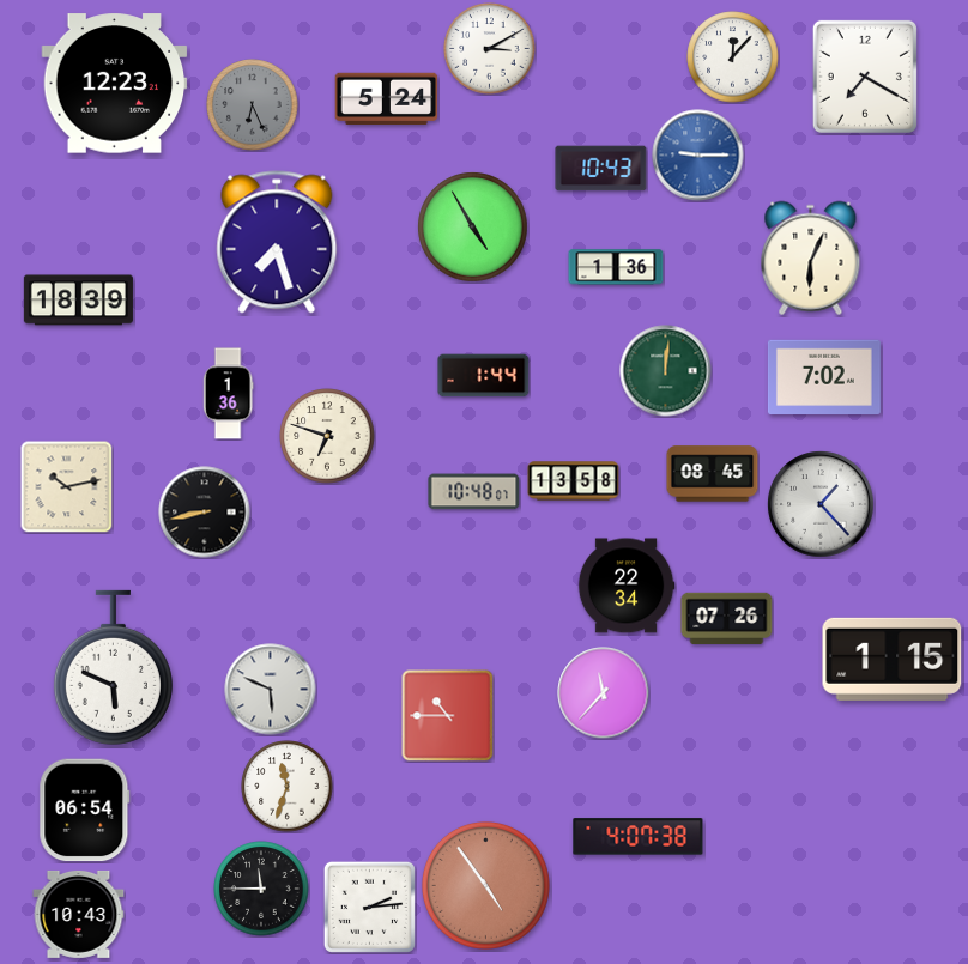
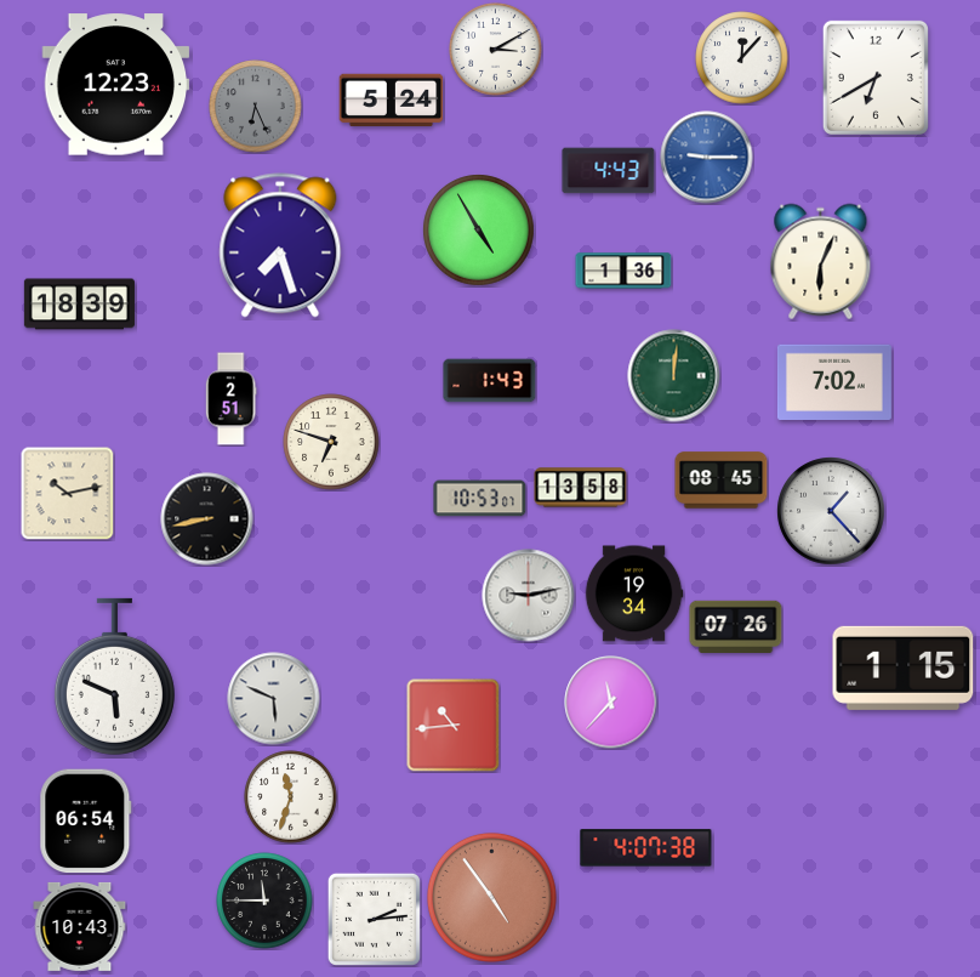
clock at (865, 77): 7:20 -> 6:40
clock at (601, 169): 10:43 -> 4:43
clock at (484, 376): 1:44 -> 1:43
clock at (228, 394): 1:36 -> 2:51
clock at (474, 492): 10:48 -> 10:53
clock at (627, 586): 22:34 -> 19:34
clock at (529, 596): none -> 9:13
clock at (448, 716): 10:45 -> 10:44
